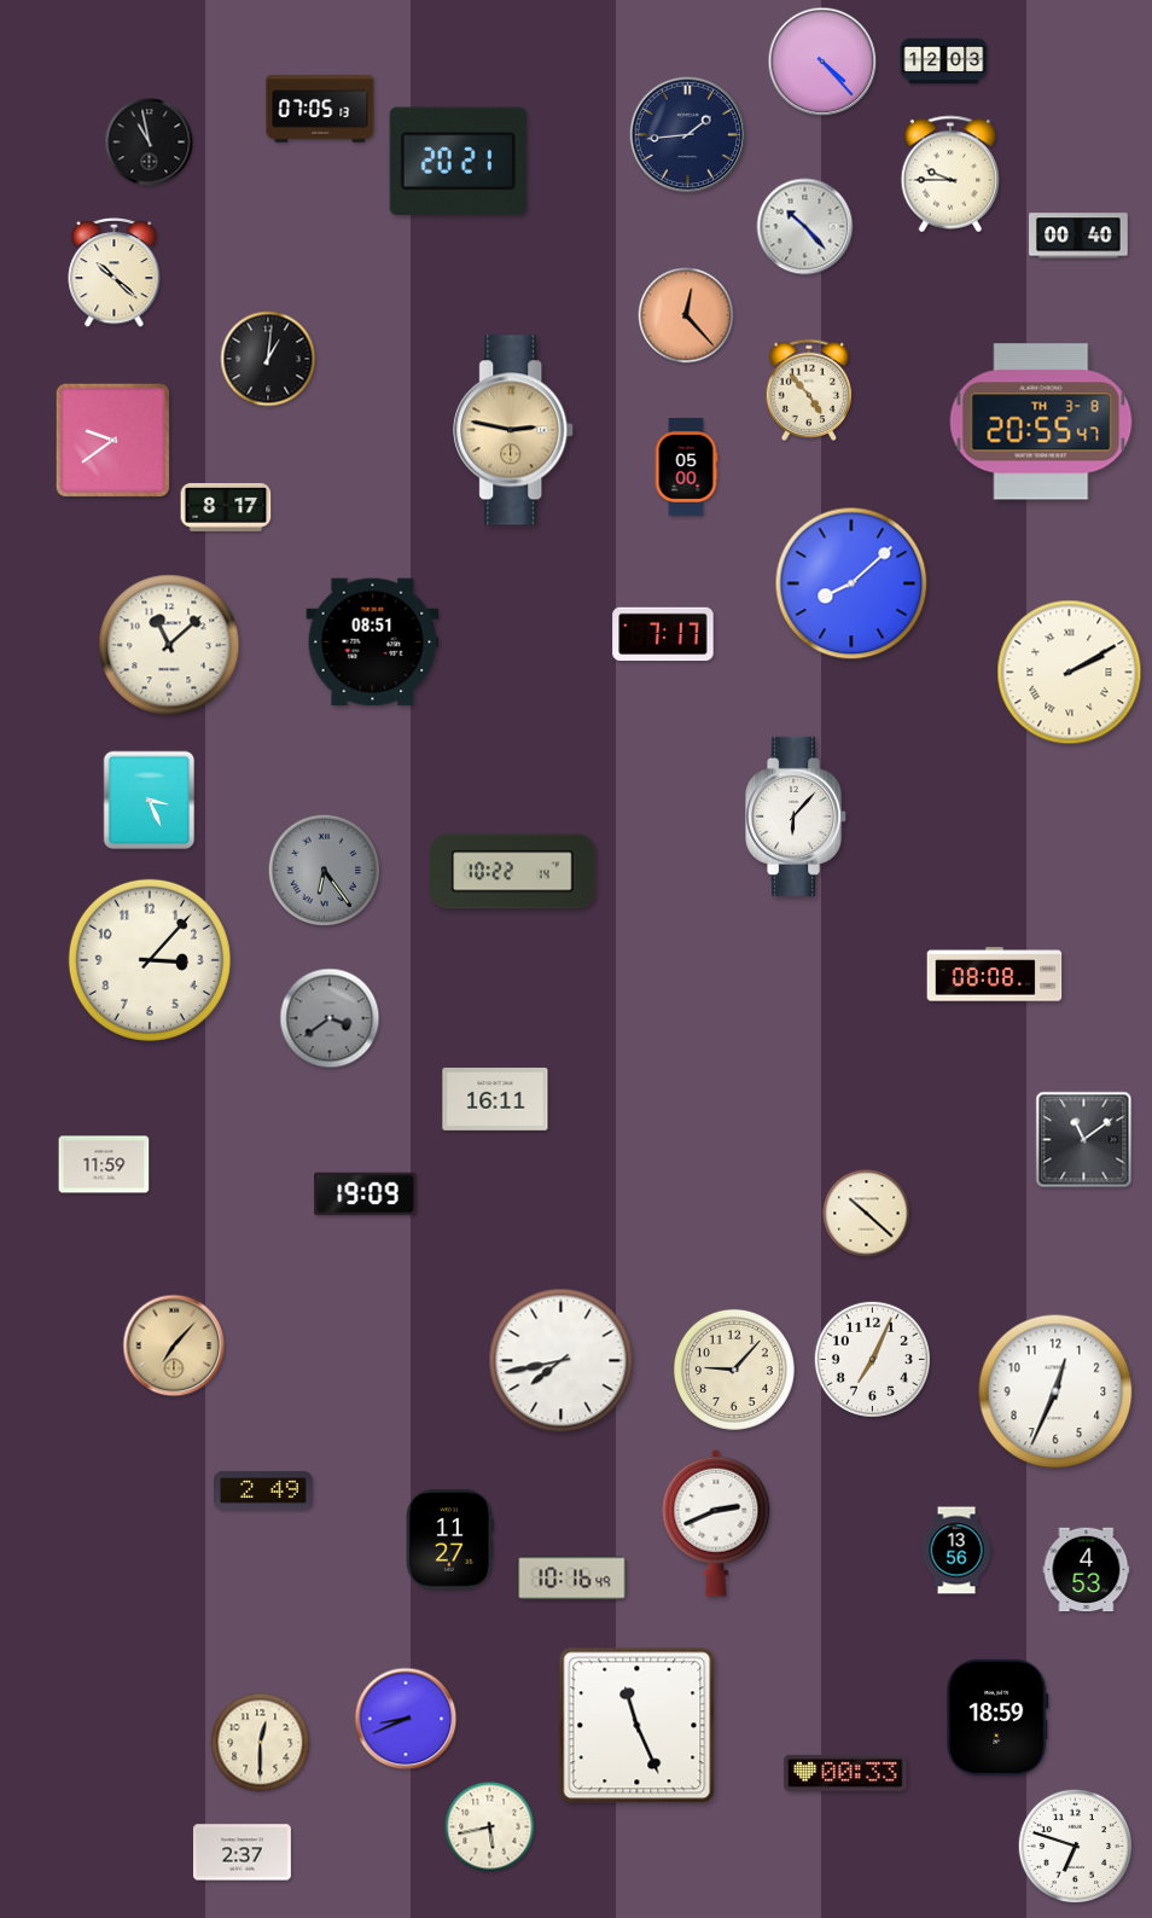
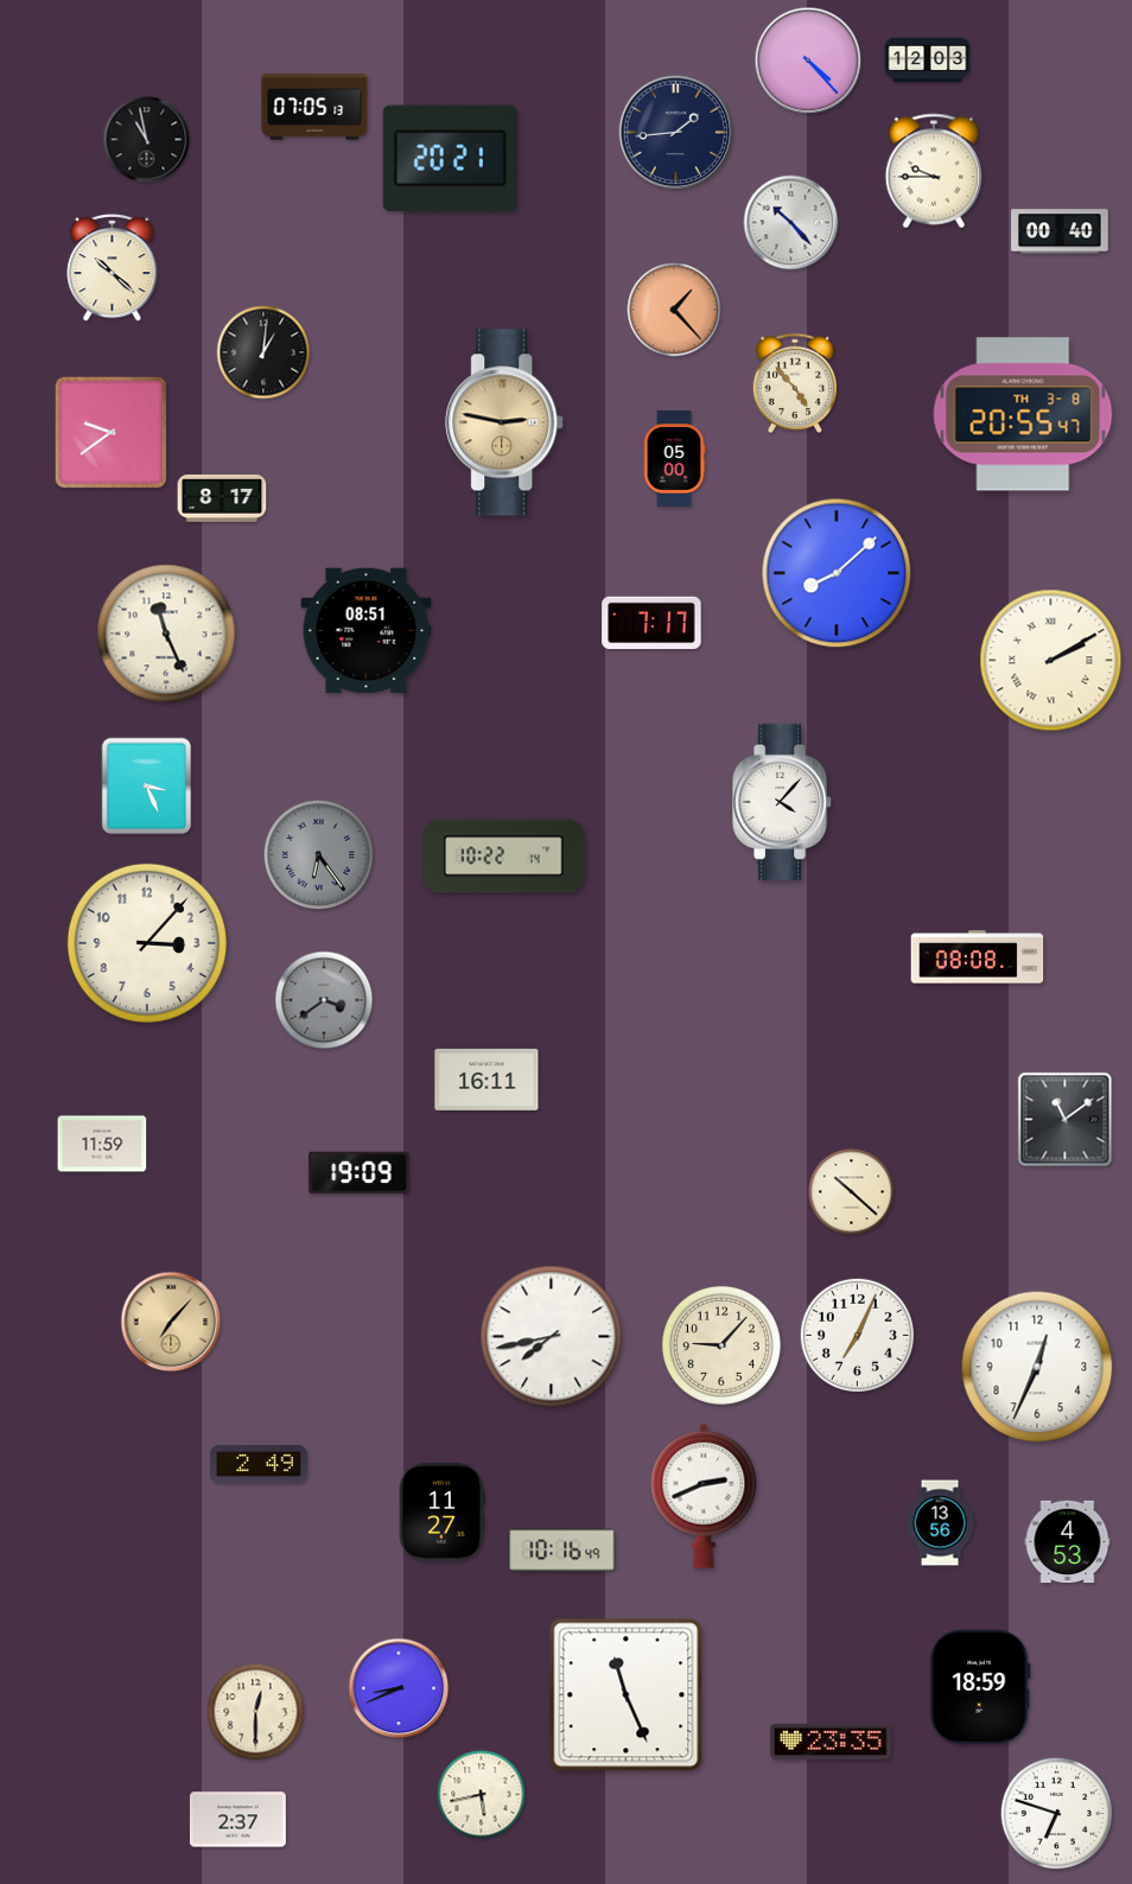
clock at (686, 315): 12:23 -> 1:23
clock at (169, 645): 11:08 -> 11:26
clock at (797, 816): 6:07 -> 4:07
clock at (845, 1773): 00:33 -> 23:35
